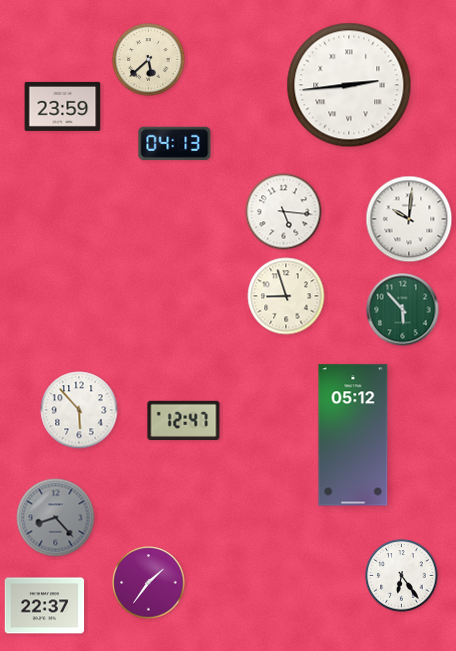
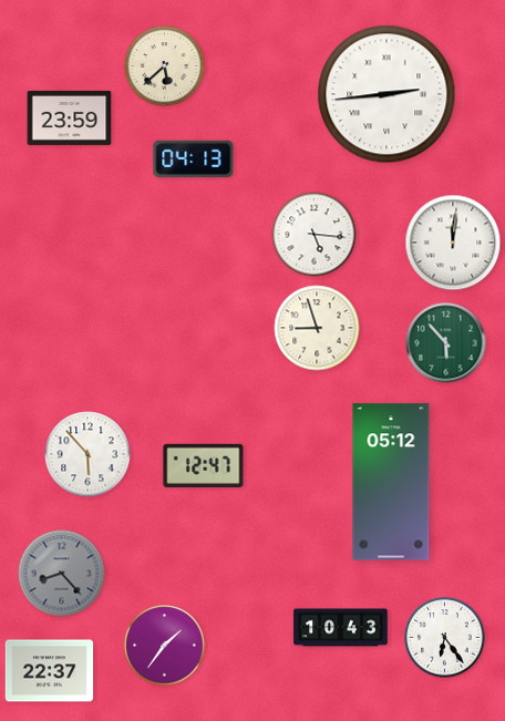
clock at (409, 219): 10:01 -> 12:01
clock at (341, 628): none -> 10:43
